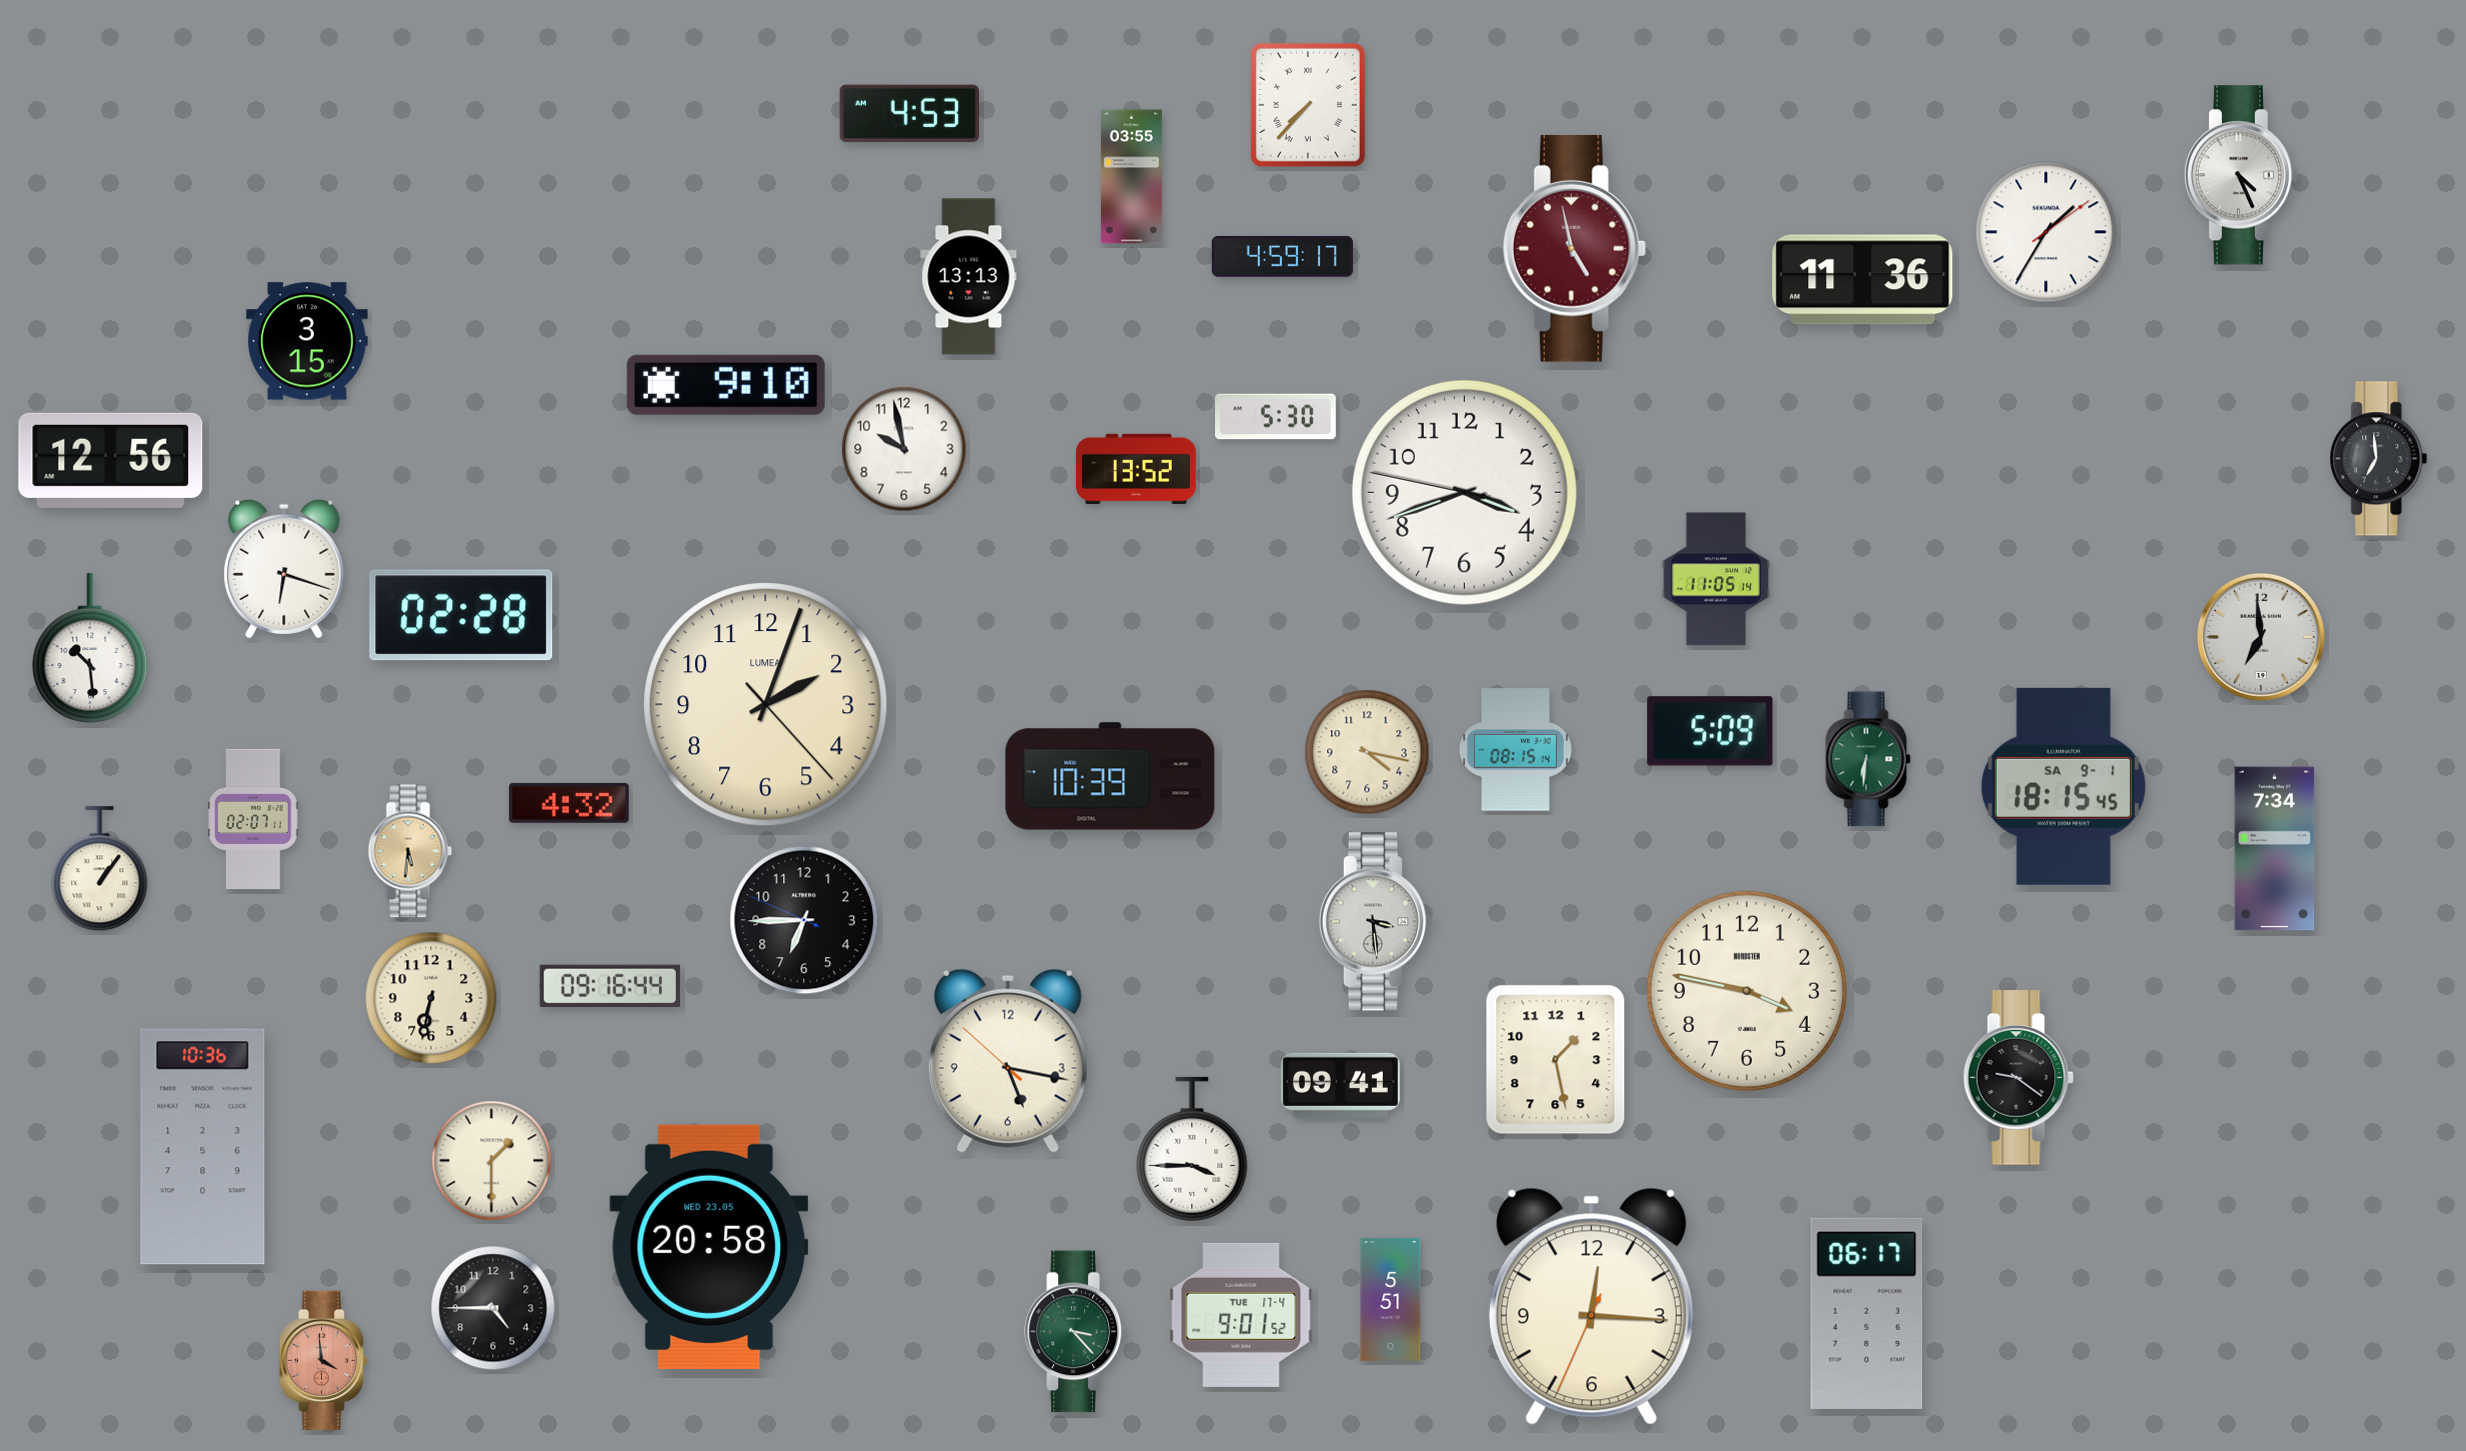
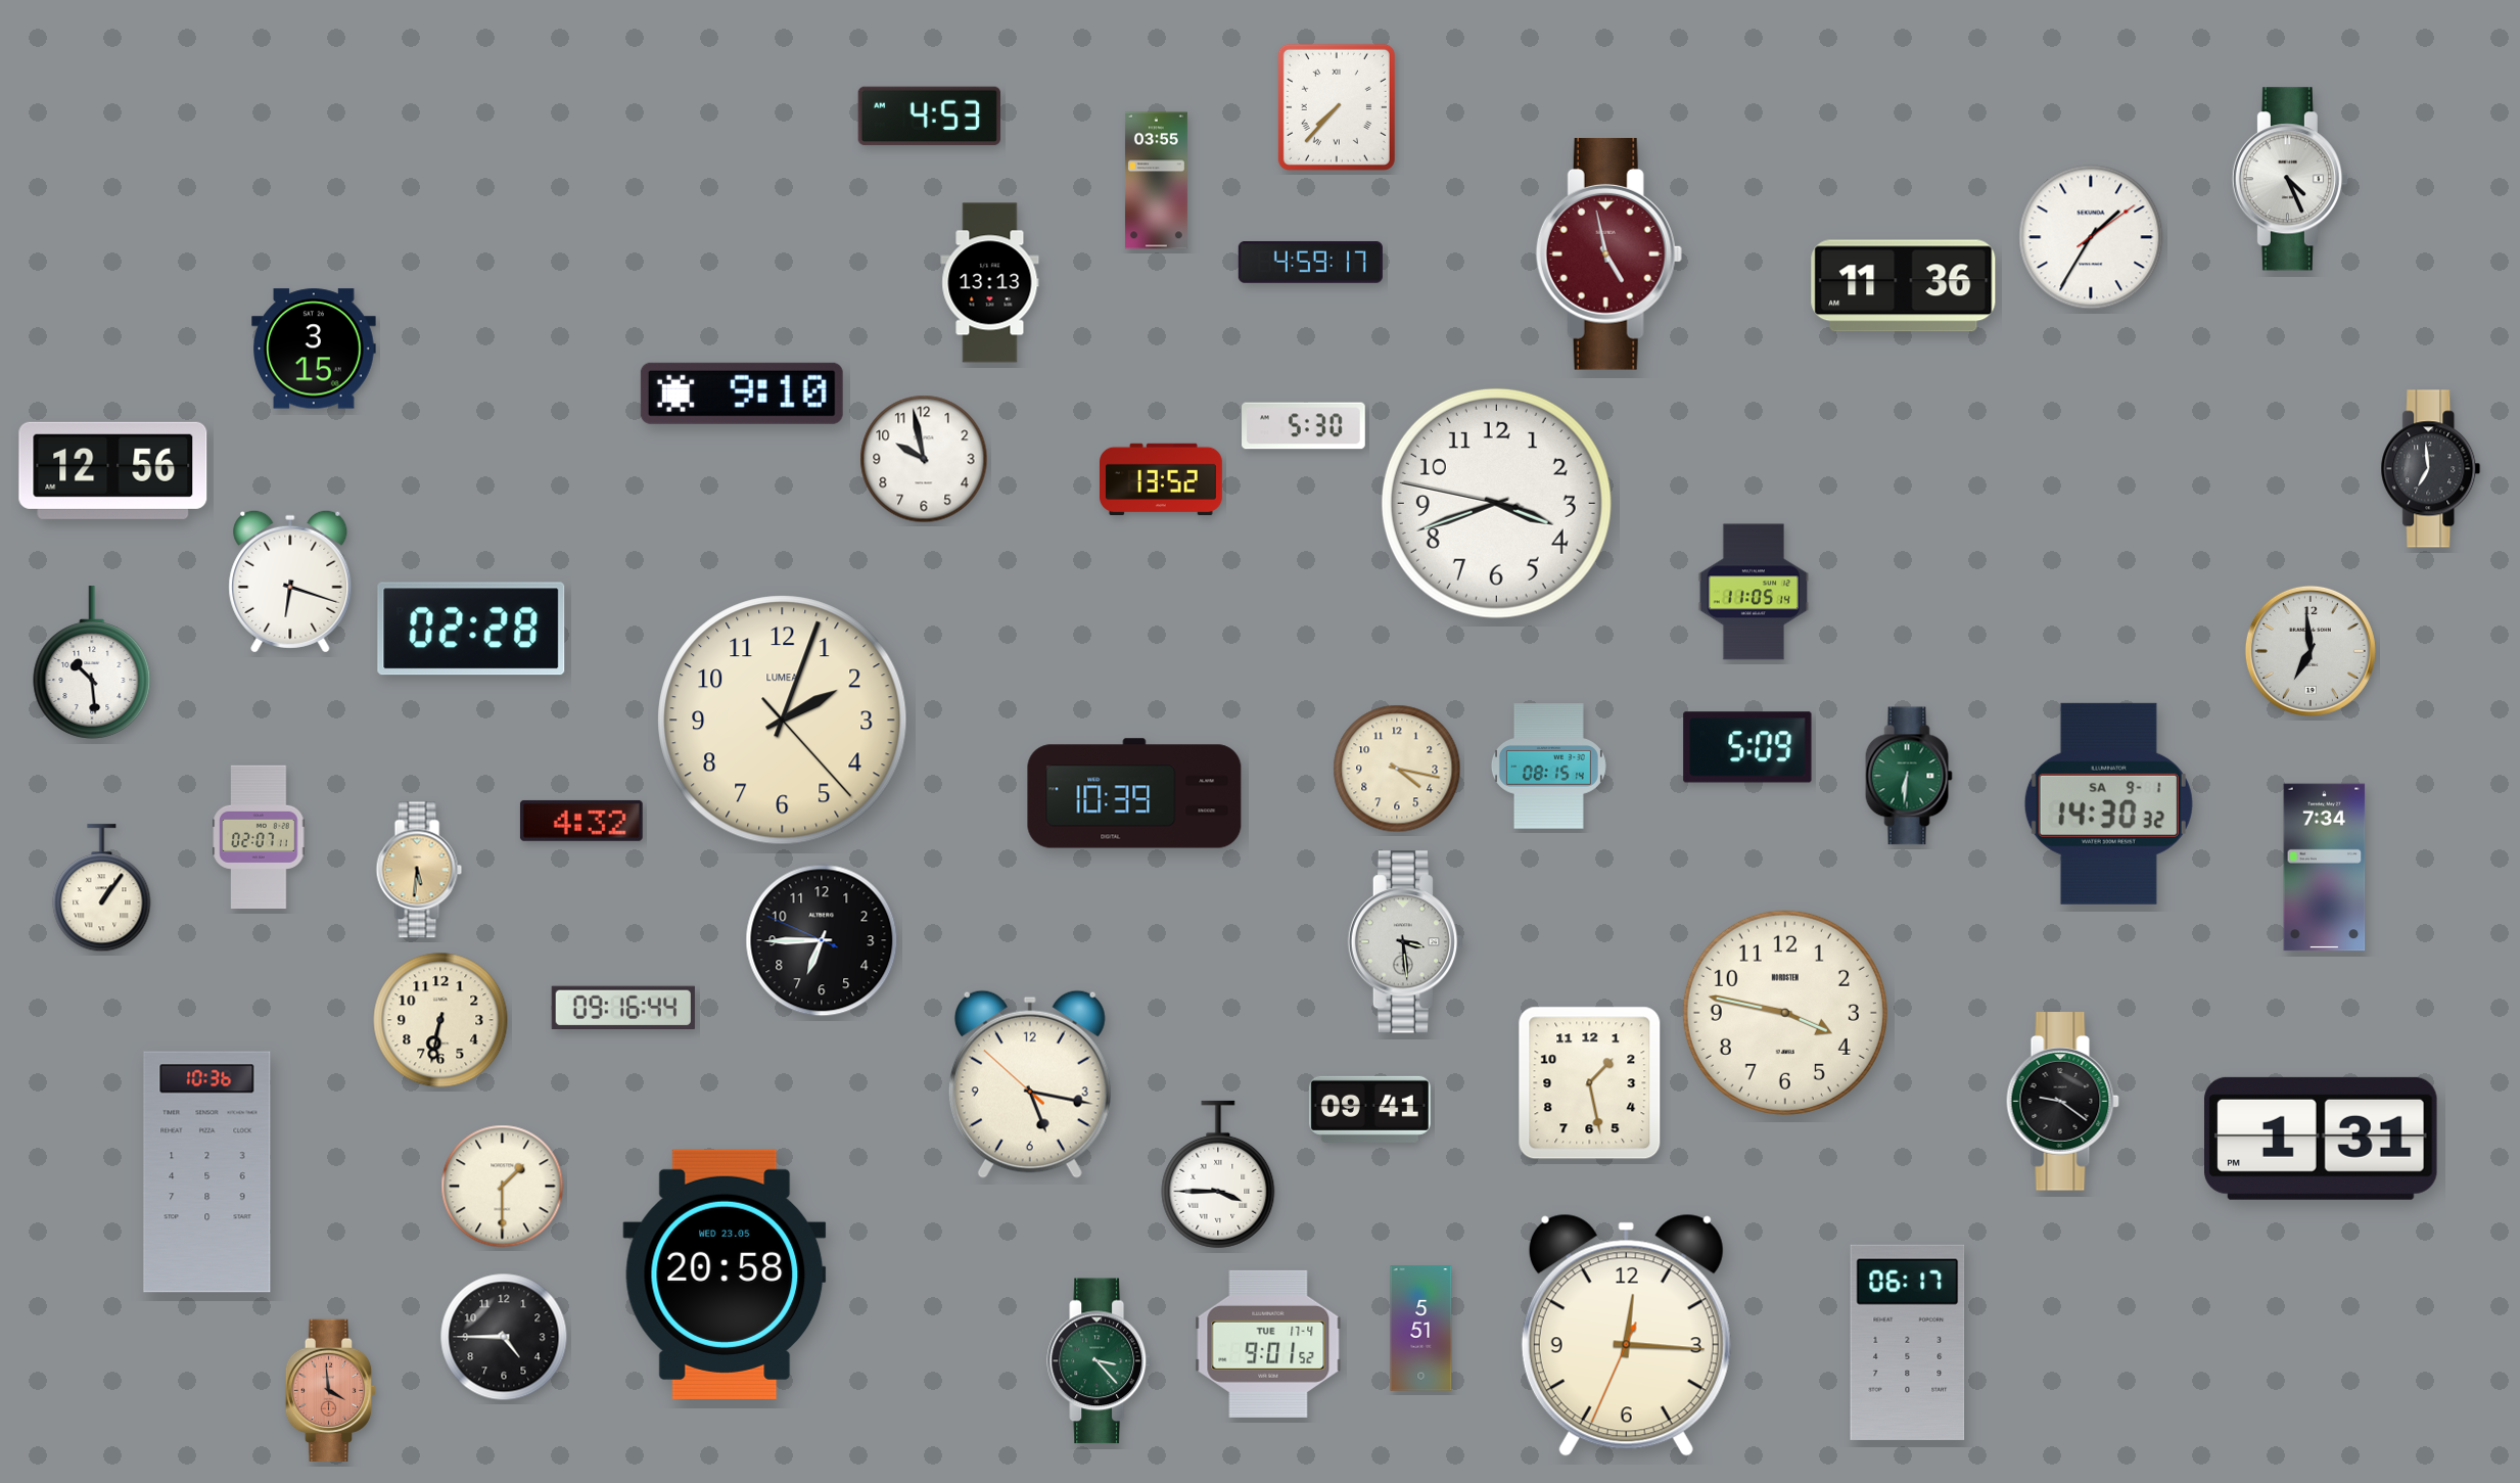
clock at (2063, 786): 18:15 -> 14:30
clock at (2322, 1139): none -> 1:31
